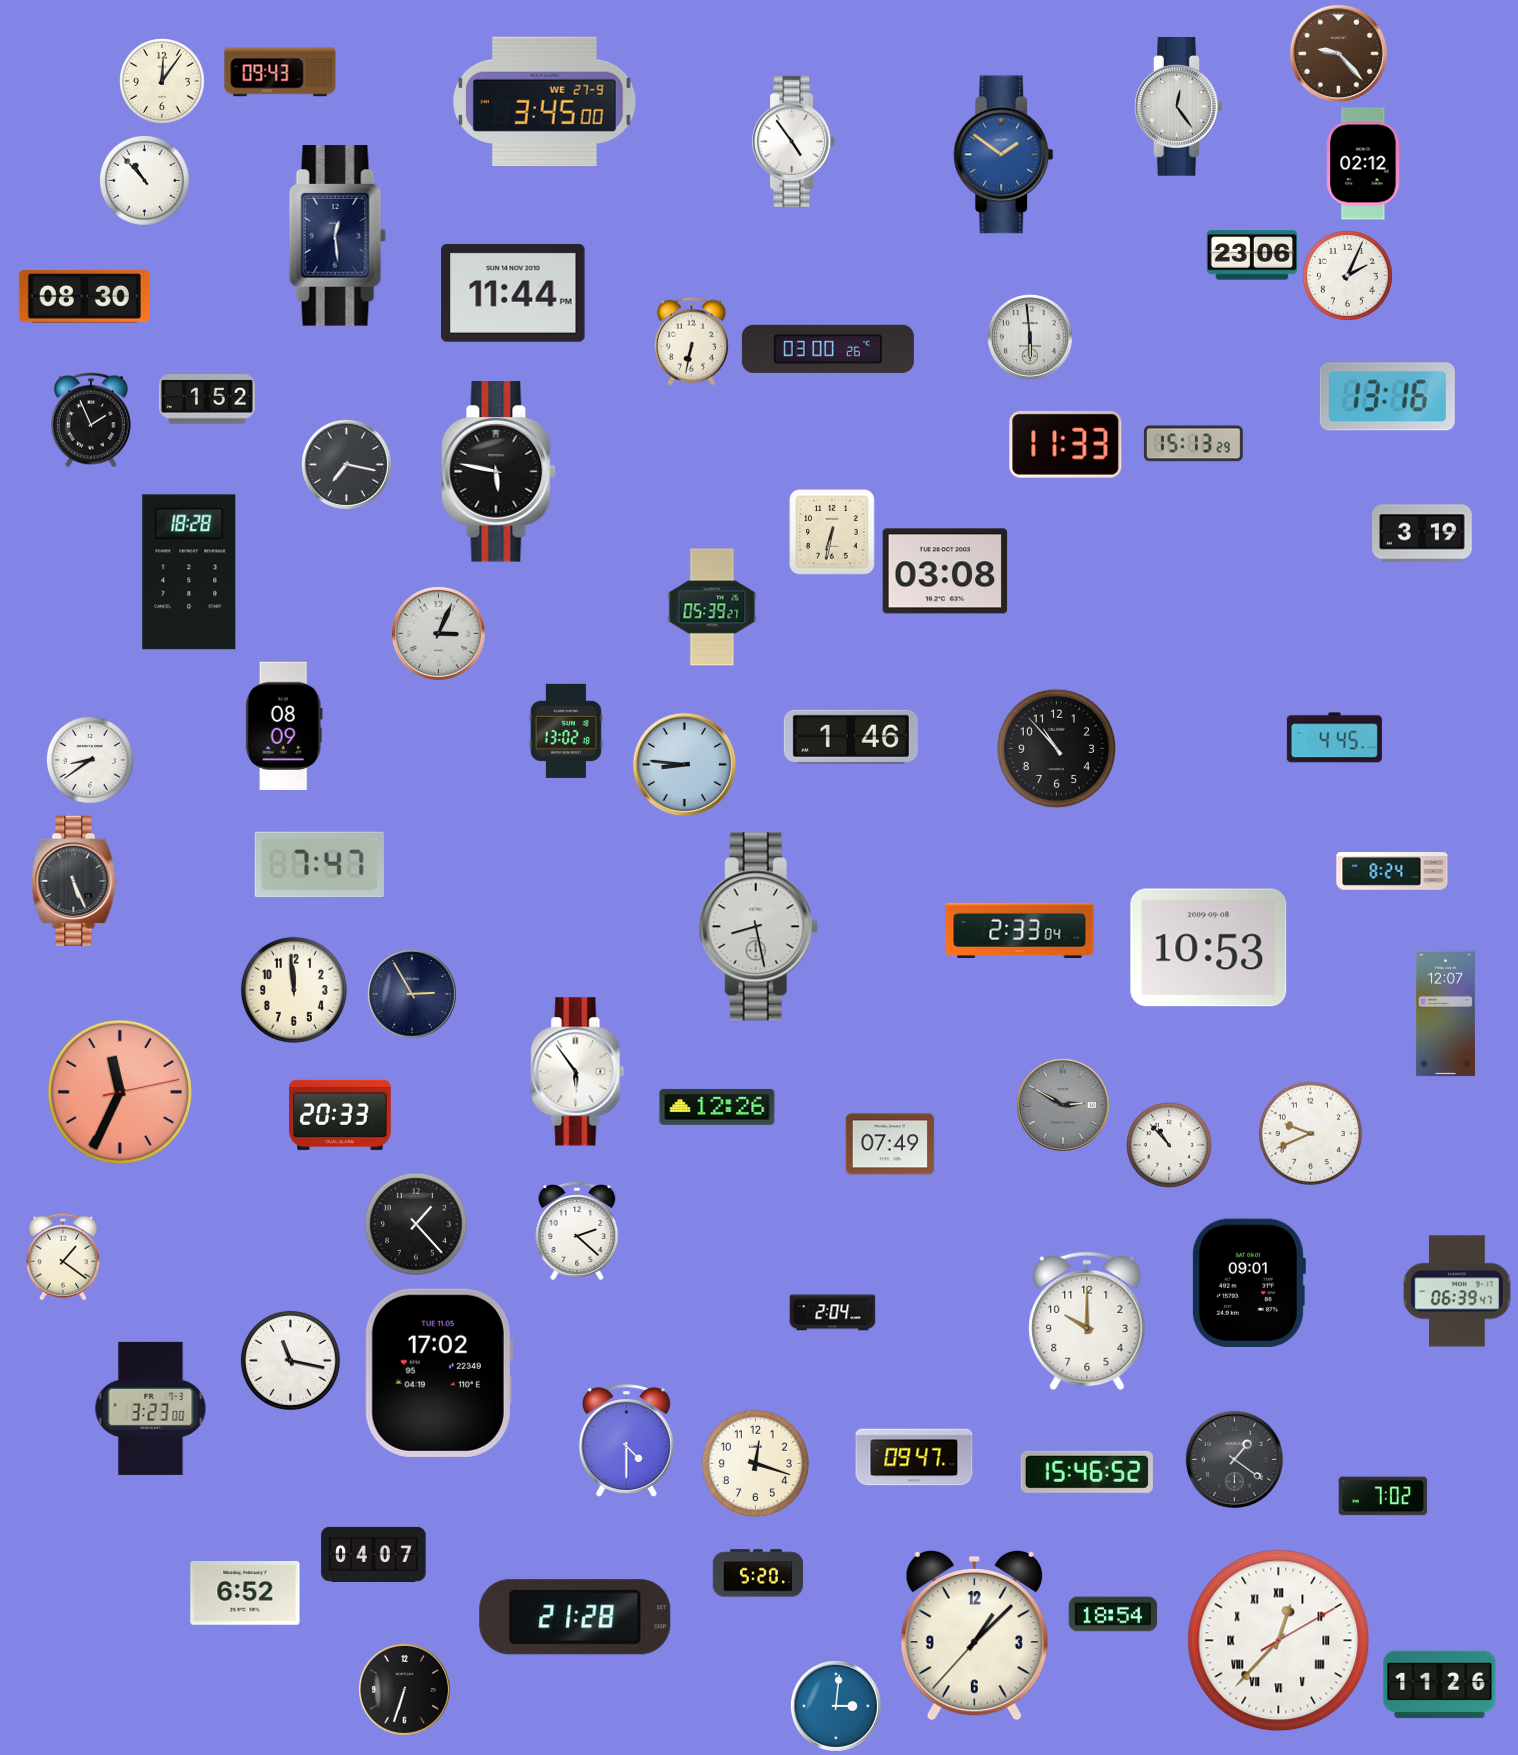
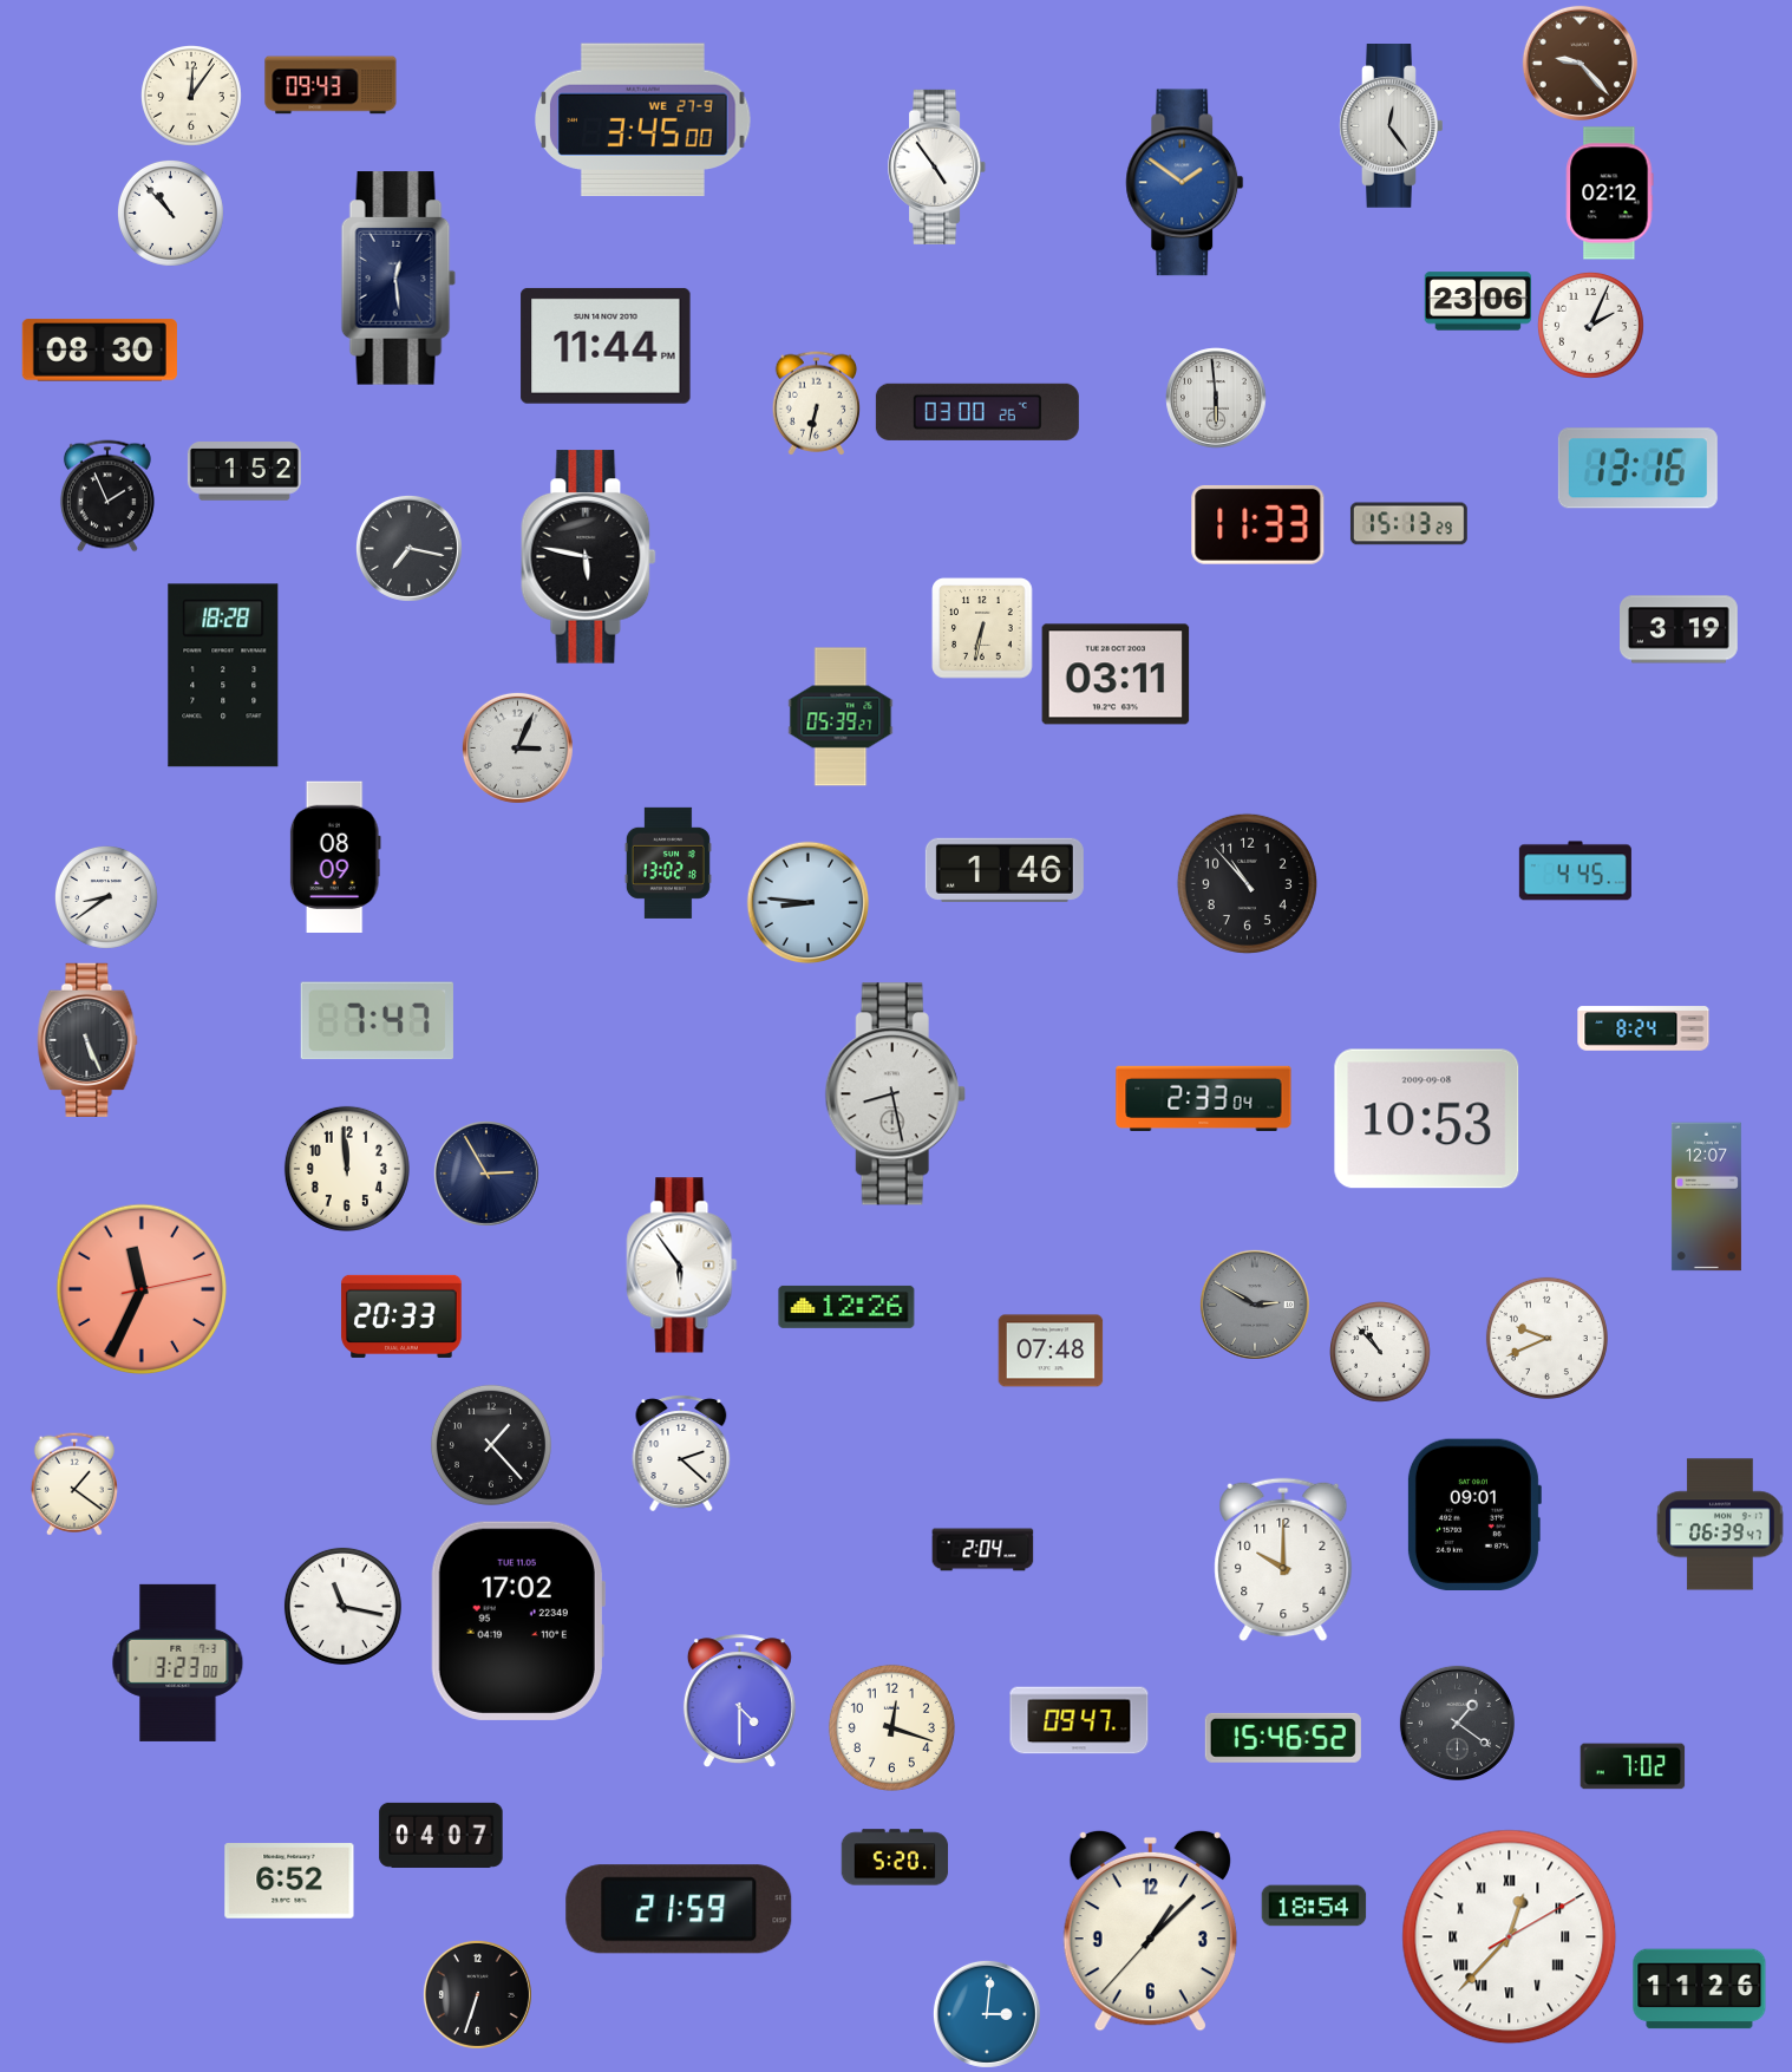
clock at (945, 571): 03:08 -> 03:11
clock at (890, 1144): 07:49 -> 07:48
clock at (575, 1617): 21:28 -> 21:59
